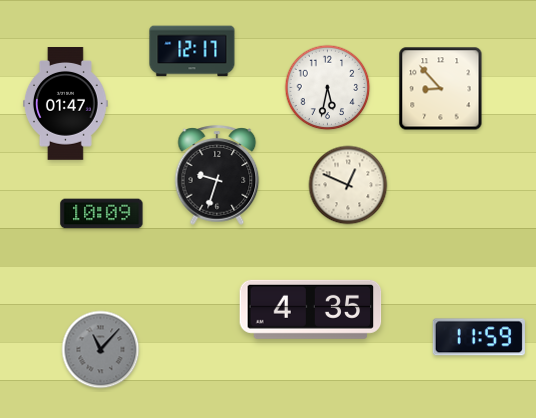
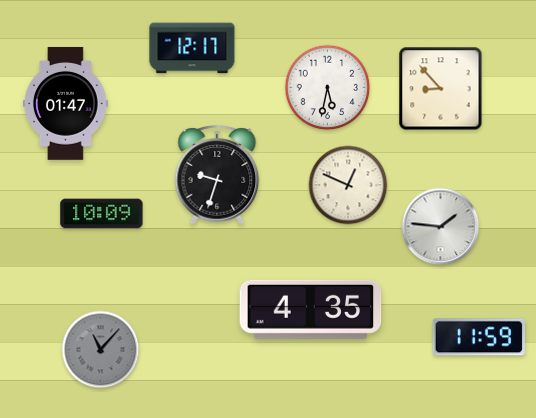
clock at (192, 51) position: (192, 51) -> (192, 48)
clock at (441, 227): none -> 1:46
